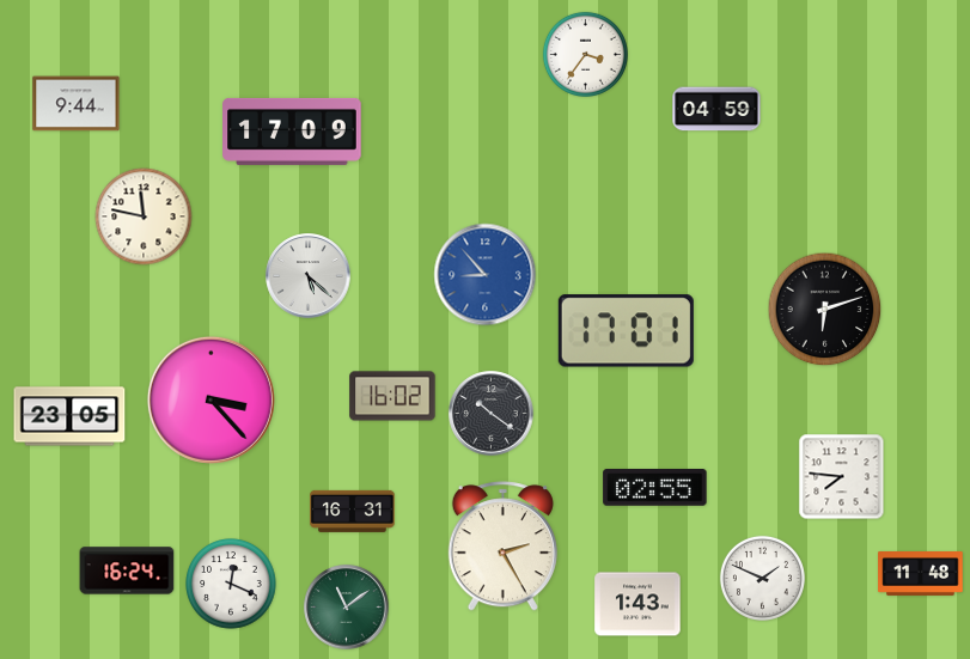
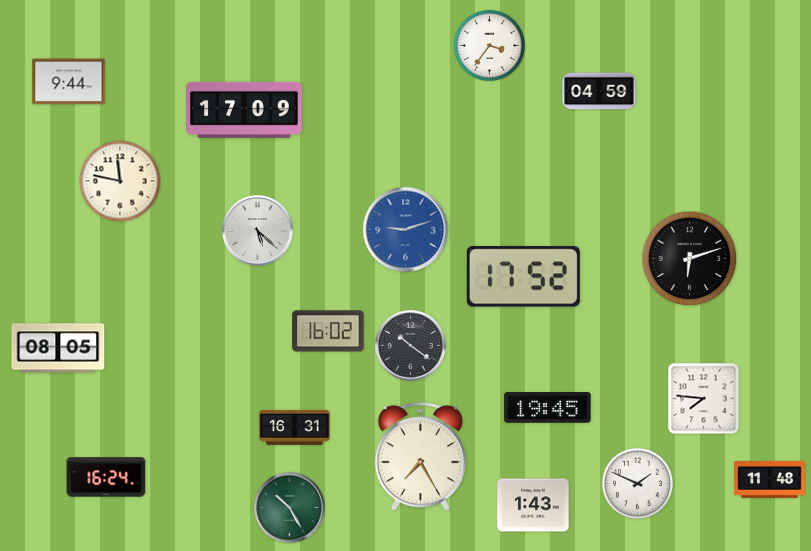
clock at (77, 104) position: (77, 104) -> (69, 82)
clock at (486, 275): 8:53 -> 9:12
clock at (626, 331): 17:01 -> 17:52
clock at (211, 399): 3:23 -> none
clock at (69, 416): 23:05 -> 08:05
clock at (655, 488): 02:55 -> 19:45
clock at (502, 547): 2:25 -> 7:25
clock at (231, 584): 12:19 -> none
clock at (347, 608): 11:09 -> 10:25
